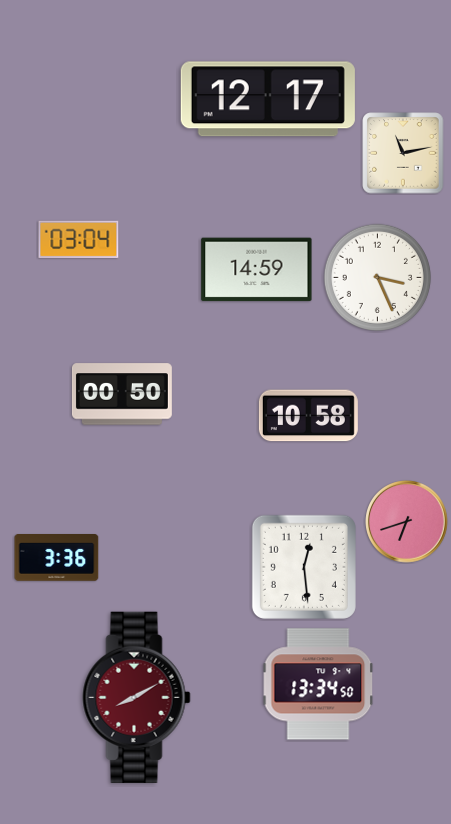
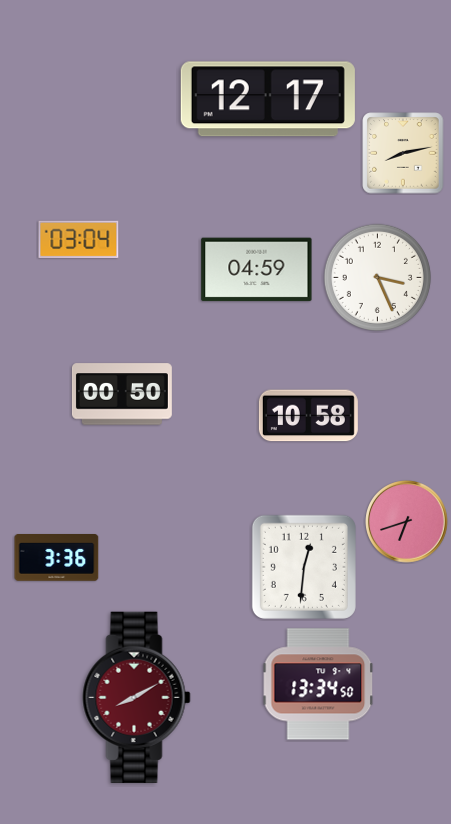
clock at (403, 153): 11:13 -> 8:13
clock at (257, 270): 14:59 -> 04:59
clock at (304, 567): 12:29 -> 12:31
